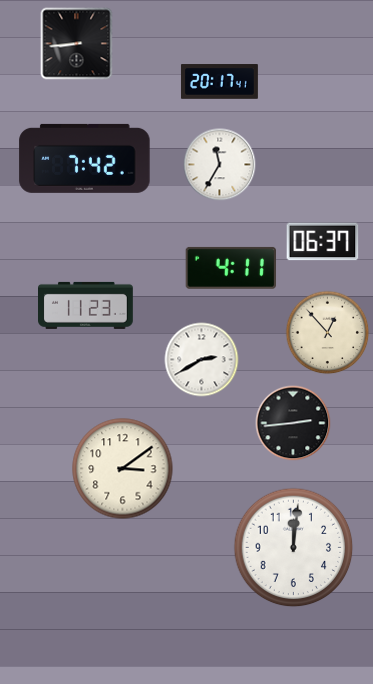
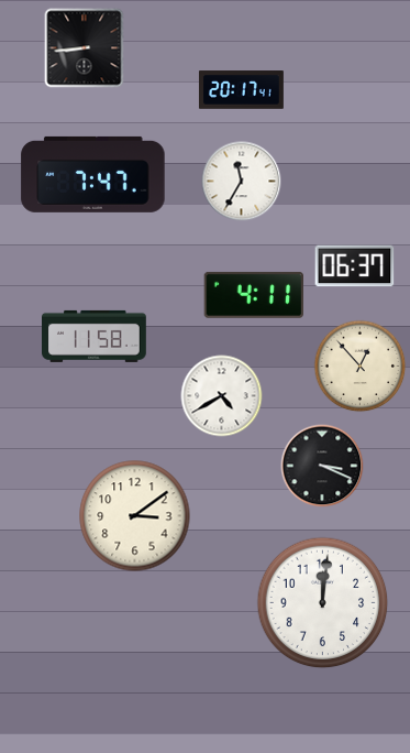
clock at (85, 158): 7:42 -> 7:47
clock at (86, 305): 11:23 -> 11:58
clock at (202, 360): 2:40 -> 4:40
clock at (293, 423): 2:44 -> 3:19
